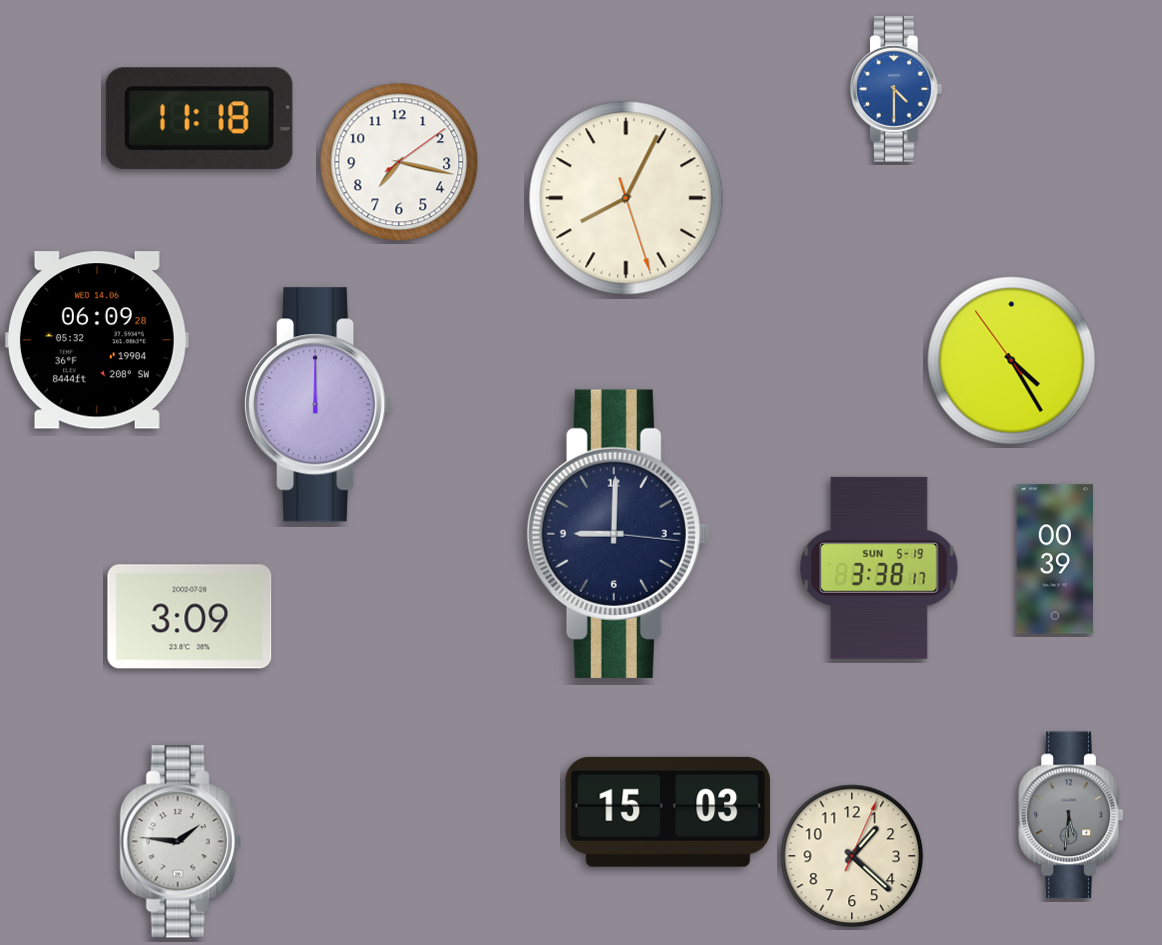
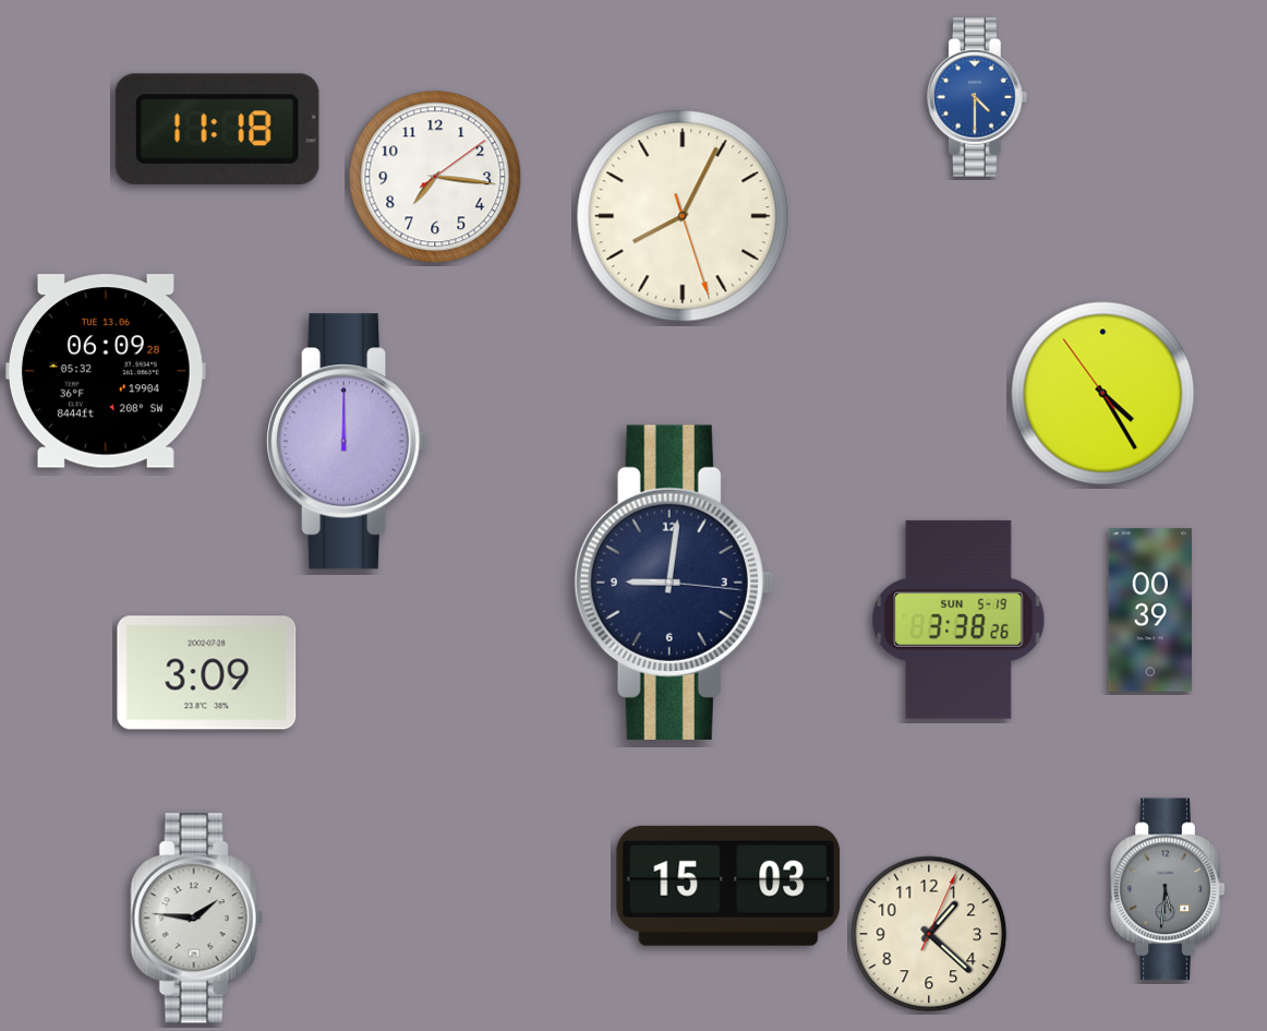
clock at (399, 162): 7:17 -> 7:16
clock at (97, 340) date: WED 14.06 -> TUE 13.06
clock at (618, 534): 9:00 -> 9:01
clock at (879, 568): 3:38:17 -> 3:38:26
